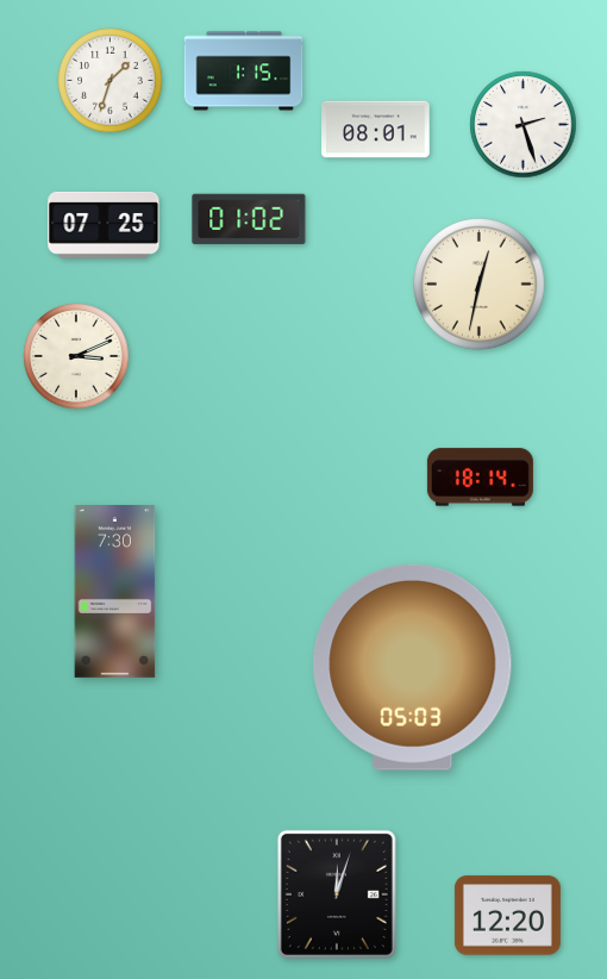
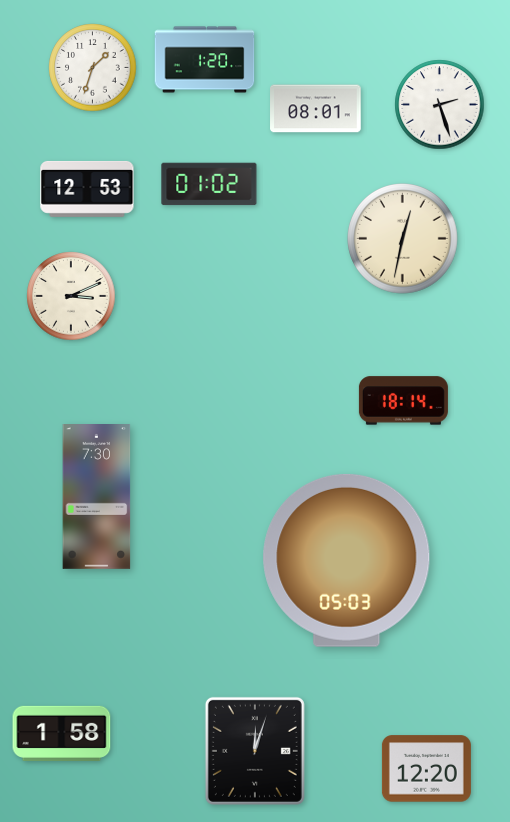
clock at (244, 71): 1:15 -> 1:20
clock at (104, 225): 07:25 -> 12:53
clock at (76, 356) position: (76, 356) -> (71, 296)
clock at (62, 733): none -> 1:58
clock at (337, 894) position: (337, 894) -> (255, 751)
